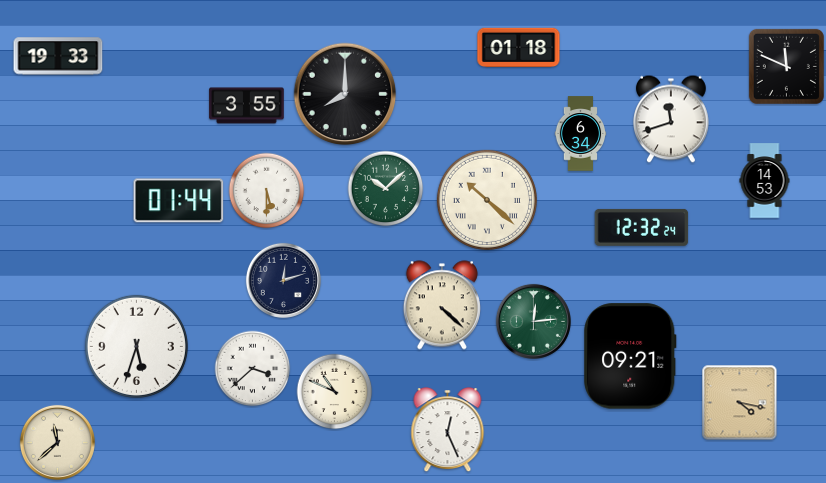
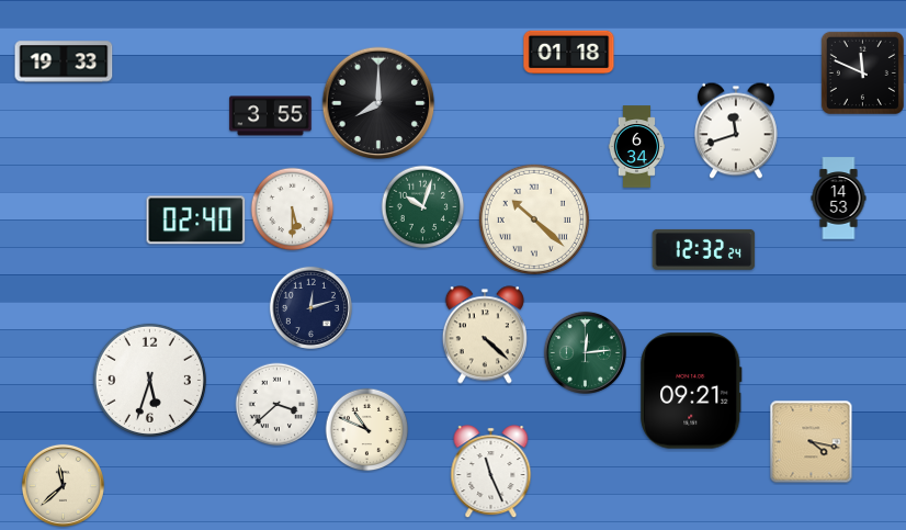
clock at (386, 189): 10:08 -> 10:03
clock at (179, 201): 01:44 -> 02:40
clock at (448, 430): 12:26 -> 11:26
